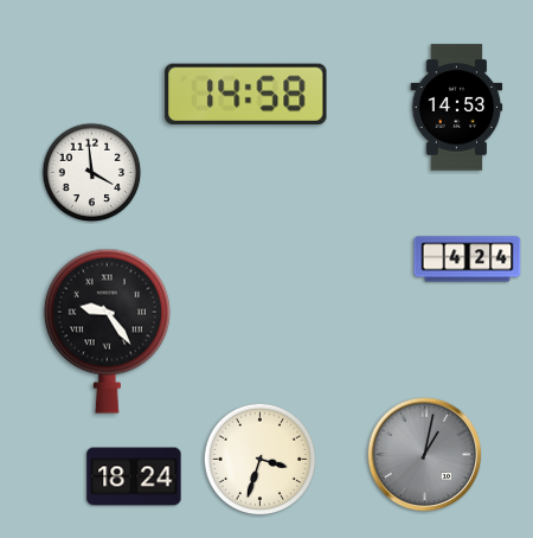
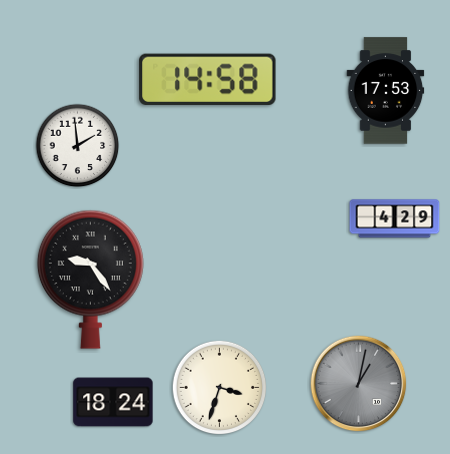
clock at (457, 108): 14:53 -> 17:53
clock at (92, 173): 3:59 -> 1:59
clock at (468, 260): 4:24 -> 4:29
